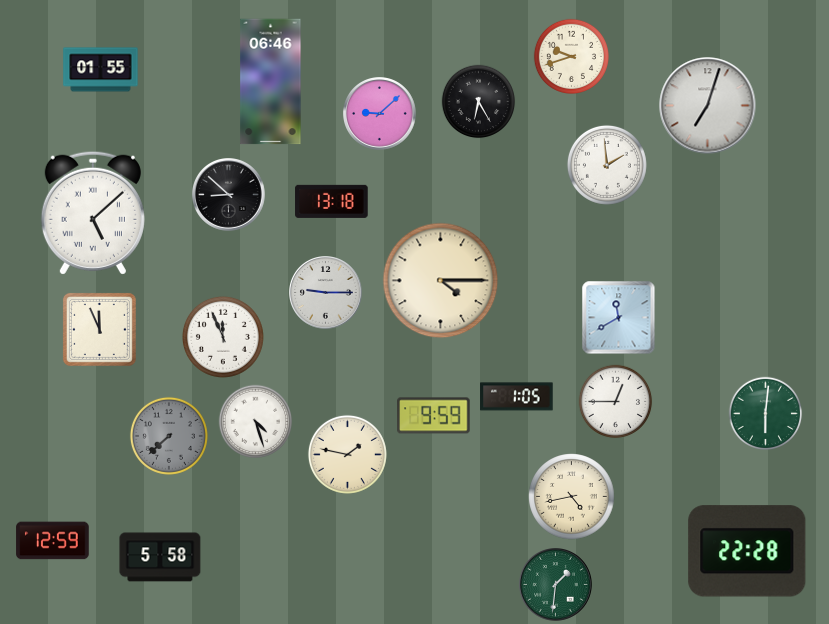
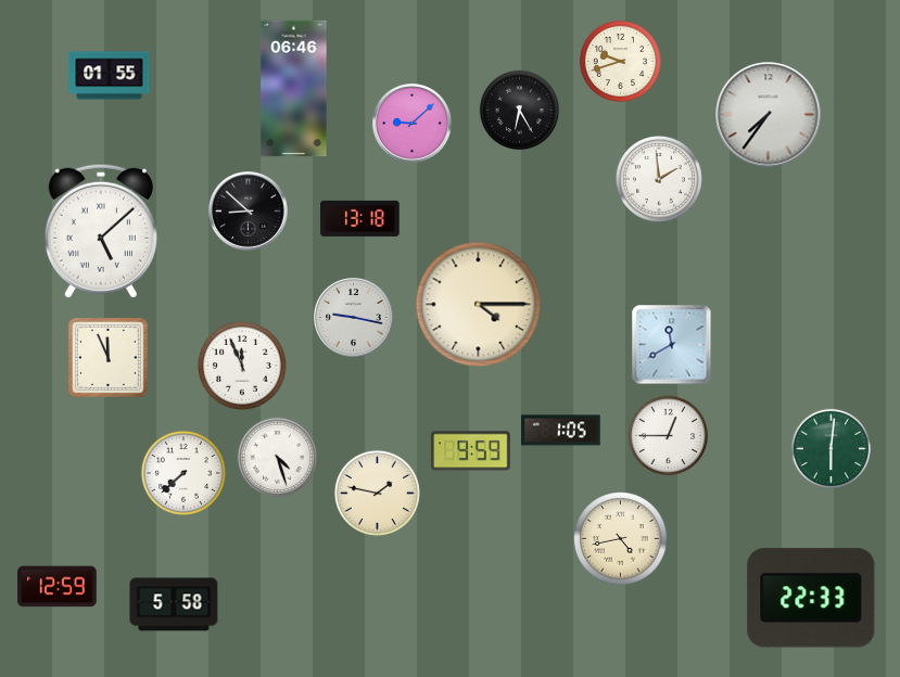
clock at (708, 106): 7:03 -> 7:36
clock at (326, 293): 9:15 -> 9:17
clock at (169, 436) dial: grey -> white
clock at (747, 551): 22:28 -> 22:33
clock at (556, 585): 1:31 -> none
